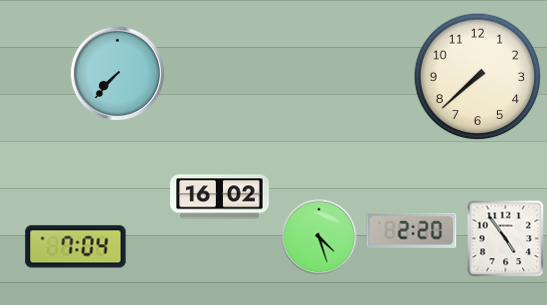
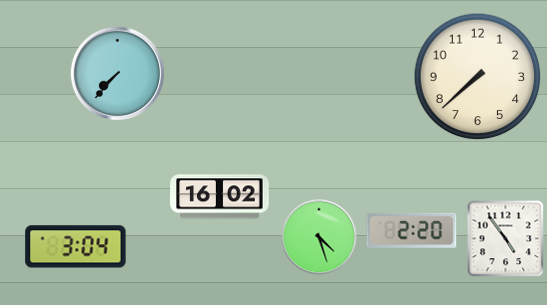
clock at (76, 247): 7:04 -> 3:04
